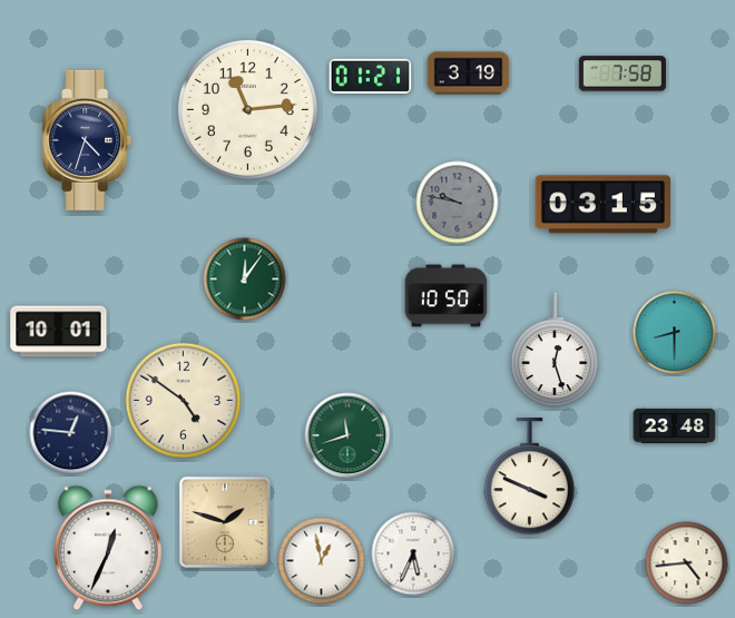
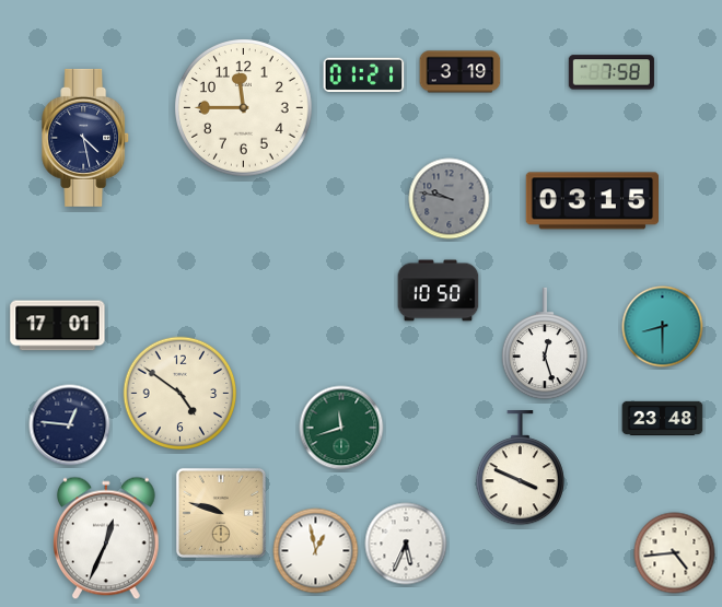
clock at (248, 110): 11:14 -> 11:45
clock at (88, 140): 4:33 -> 4:28
clock at (245, 279): 12:06 -> none
clock at (59, 332): 10:01 -> 17:01
clock at (225, 522): 1:48 -> 9:48
